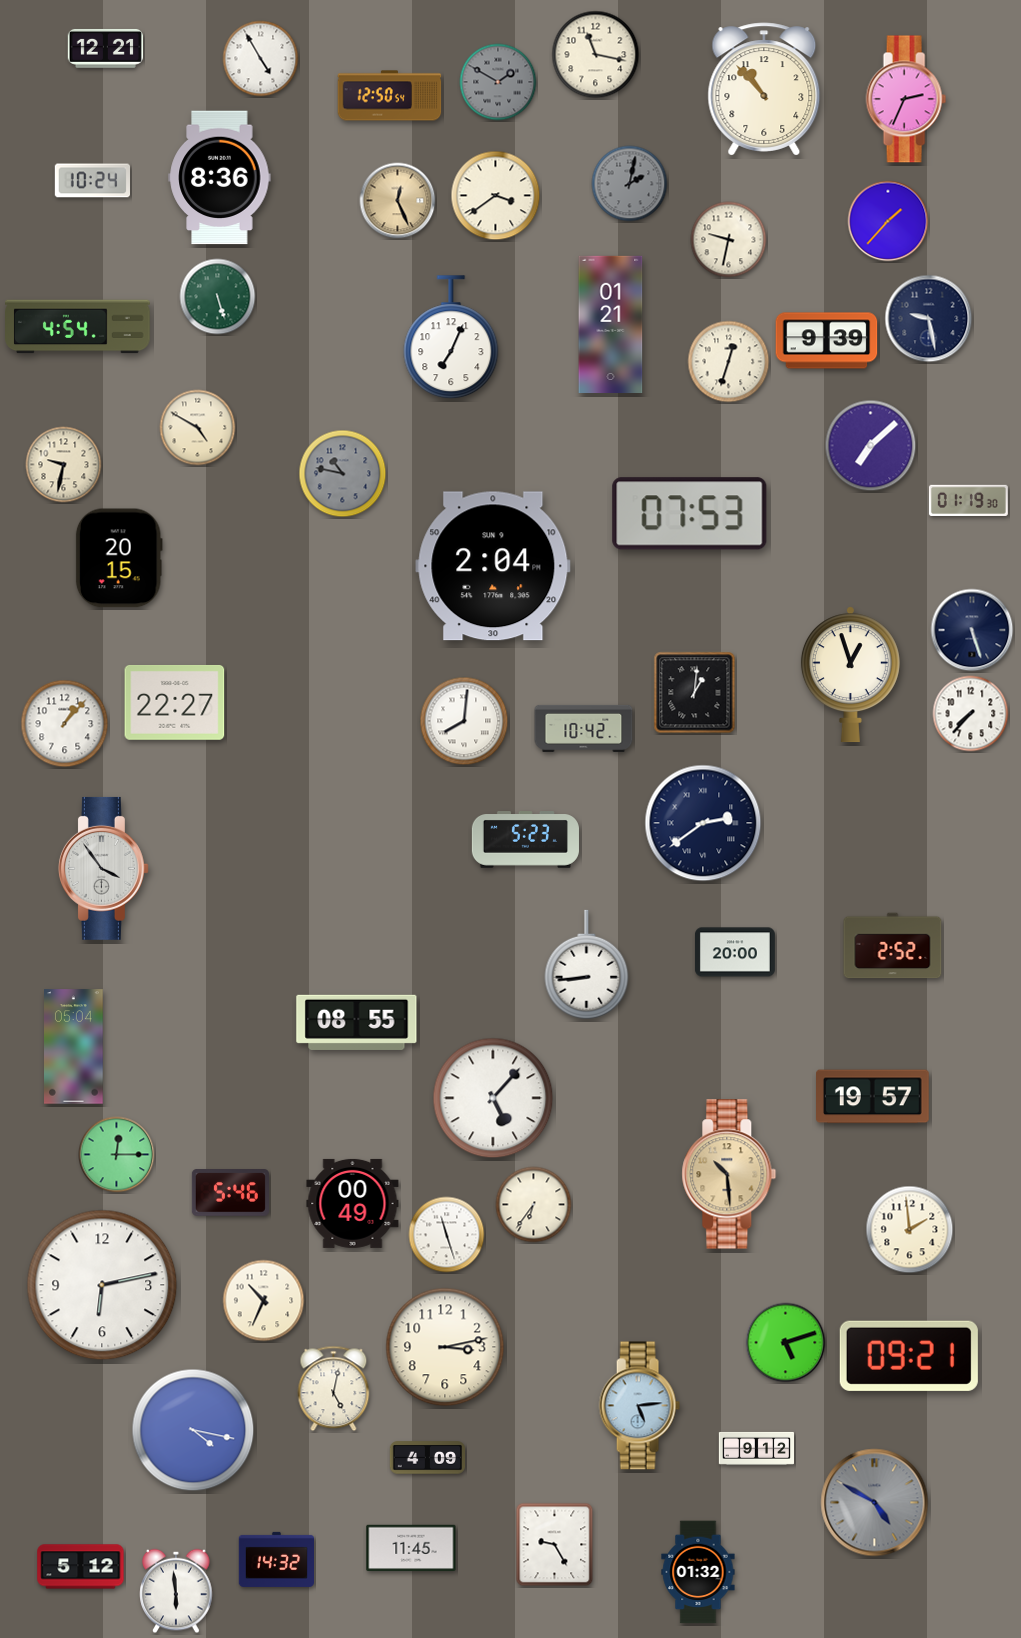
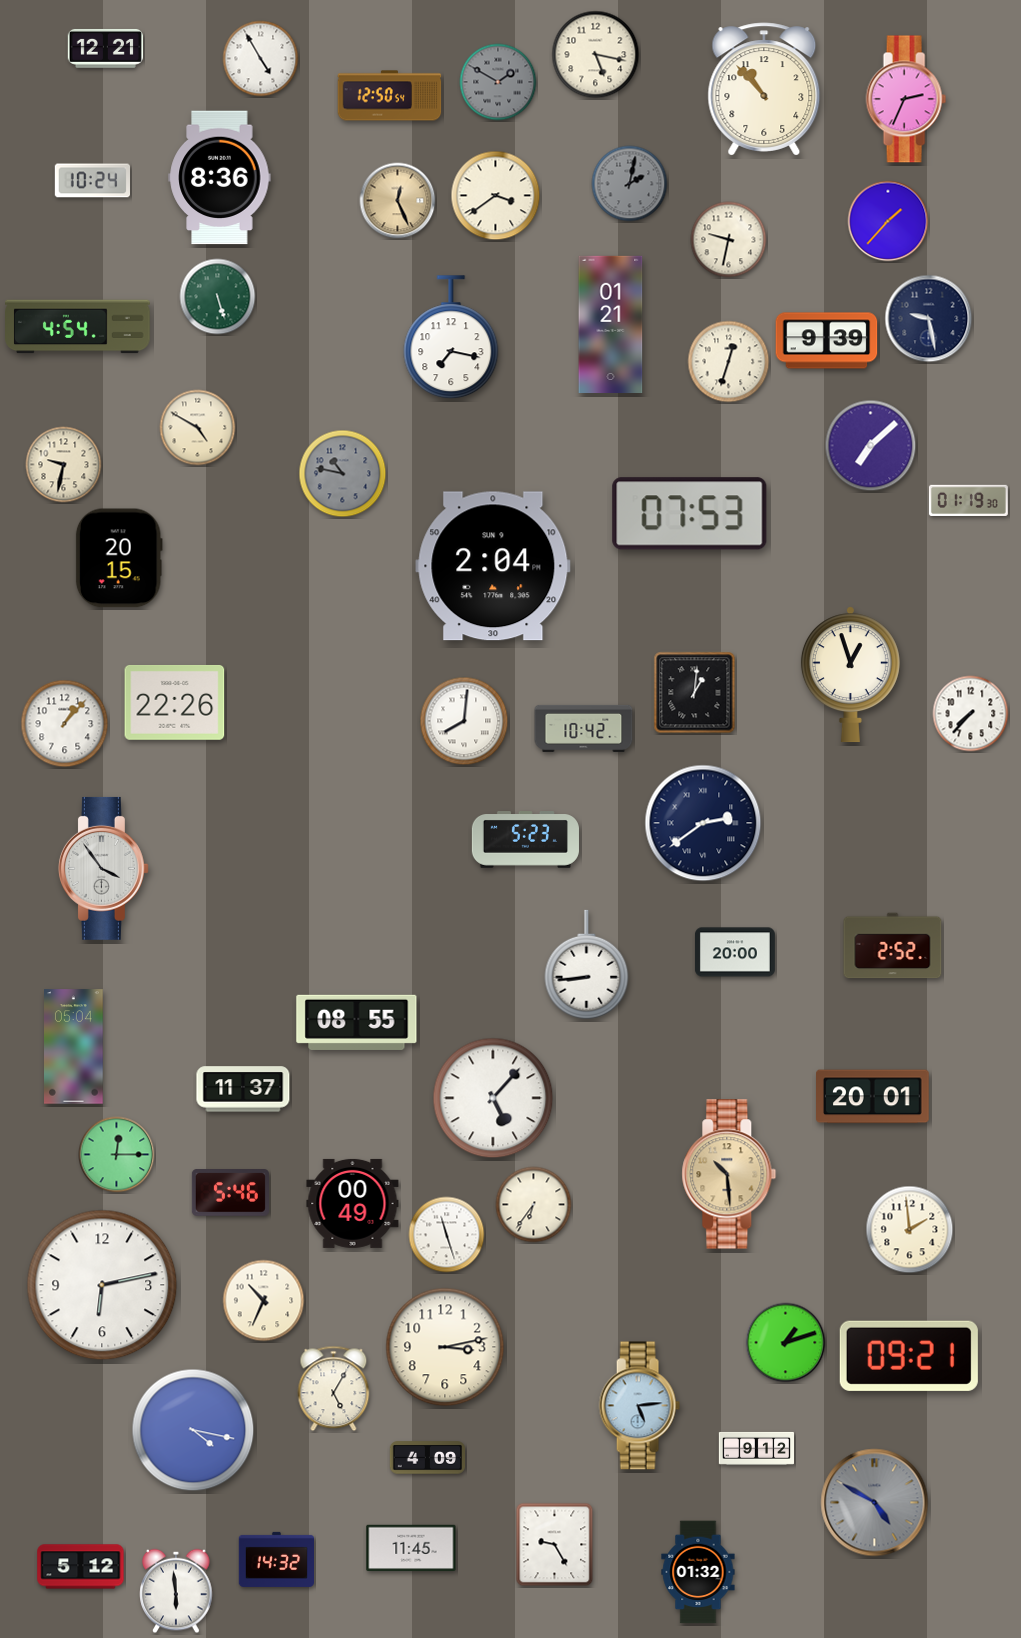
clock at (596, 55): 11:17 -> 5:17
clock at (451, 338): 7:04 -> 7:17
clock at (972, 630): 5:27 -> none
clock at (175, 702): 22:27 -> 22:26
clock at (243, 1089): none -> 11:37
clock at (873, 1097): 19:57 -> 20:01
clock at (786, 1343): 5:12 -> 1:12
clock at (334, 1389): 5:02 -> 5:05
